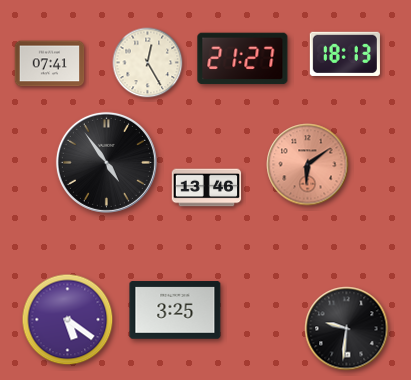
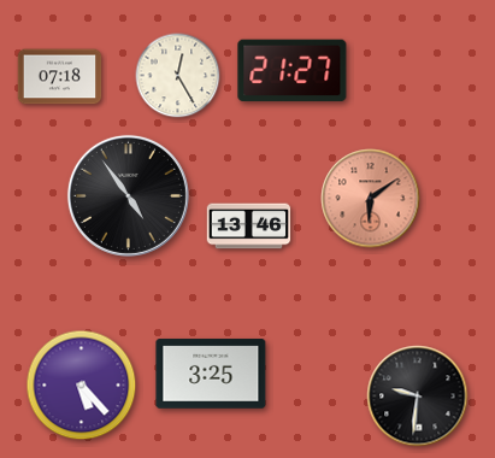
clock at (345, 54): 18:13 -> none
clock at (50, 64): 07:41 -> 07:18
clock at (68, 320): 5:21 -> 5:23
